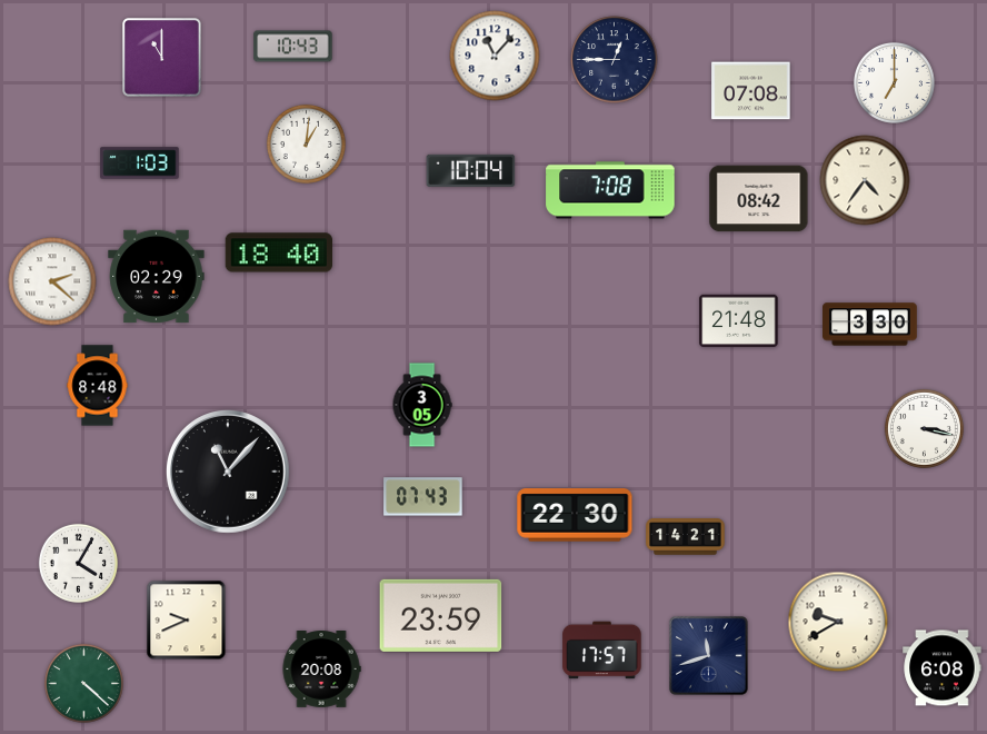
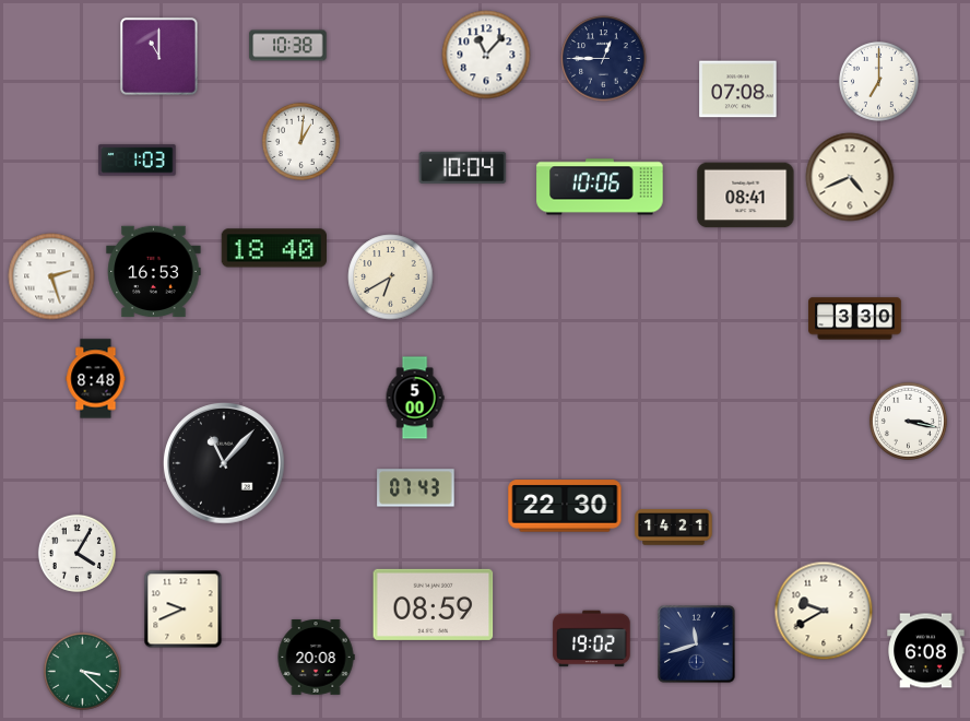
clock at (293, 47): 10:43 -> 10:38
clock at (865, 180): 4:36 -> 4:41
clock at (610, 190): 7:08 -> 10:06
clock at (759, 199): 08:42 -> 08:41
clock at (157, 277): 02:29 -> 16:53
clock at (52, 281): 2:22 -> 2:27
clock at (391, 277): none -> 6:40
clock at (739, 321): 21:48 -> none
clock at (422, 405): 3:05 -> 5:00
clock at (441, 615): 23:59 -> 08:59
clock at (602, 651): 17:57 -> 19:02
clock at (943, 668) position: (943, 668) -> (926, 651)
clock at (83, 683): 4:22 -> 3:22
